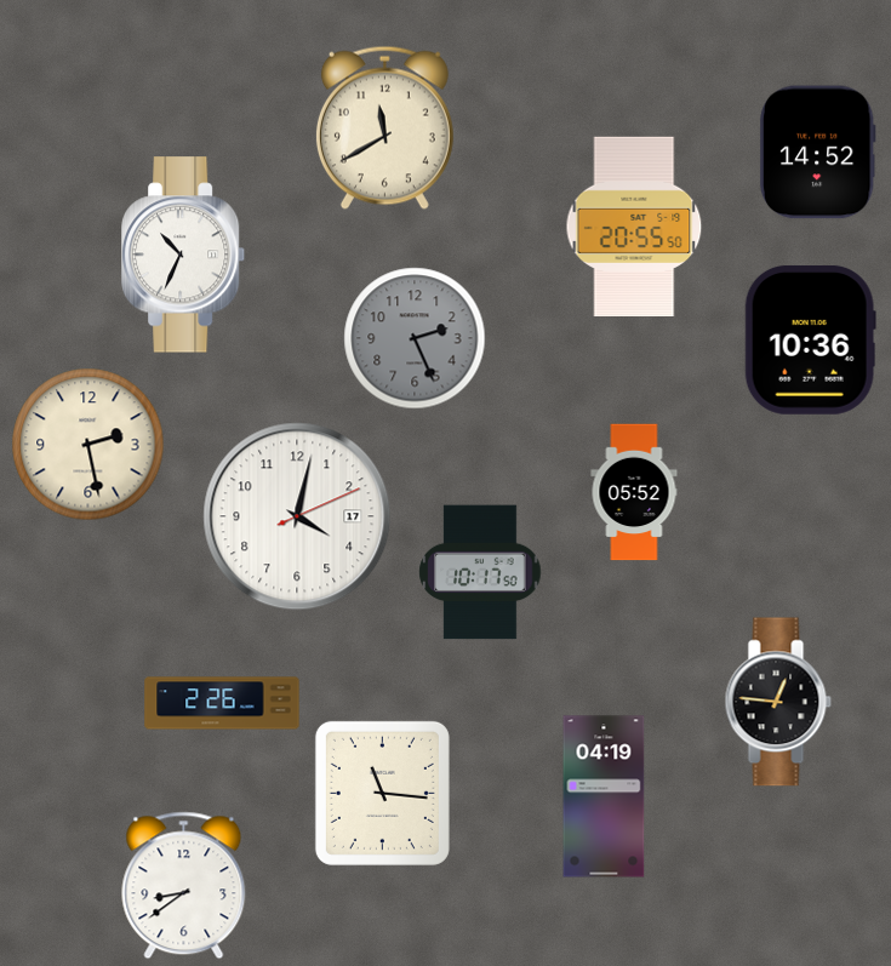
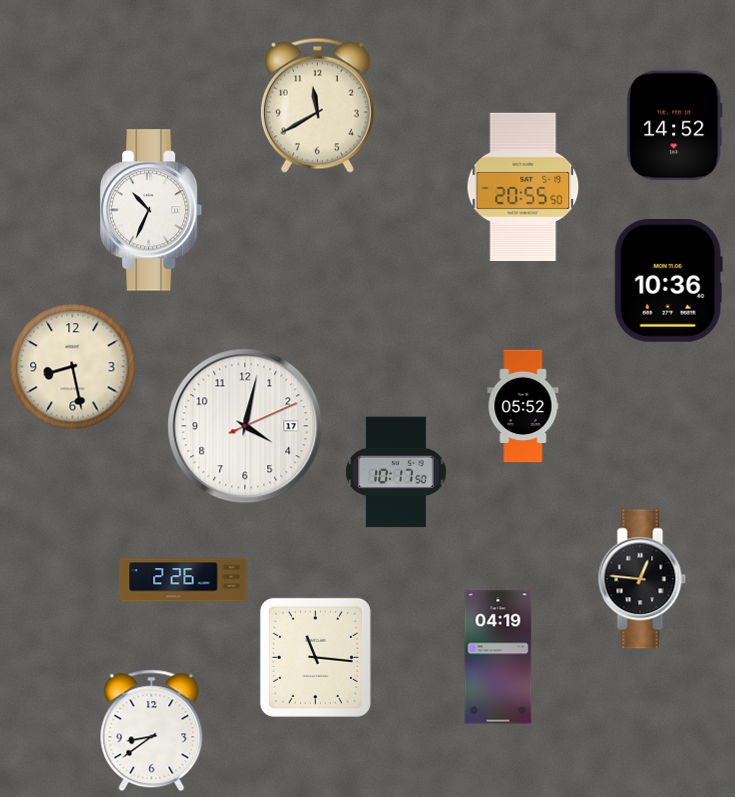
clock at (415, 338): 2:26 -> none
clock at (88, 445): 2:28 -> 8:28
clock at (382, 793) position: (382, 793) -> (315, 657)
